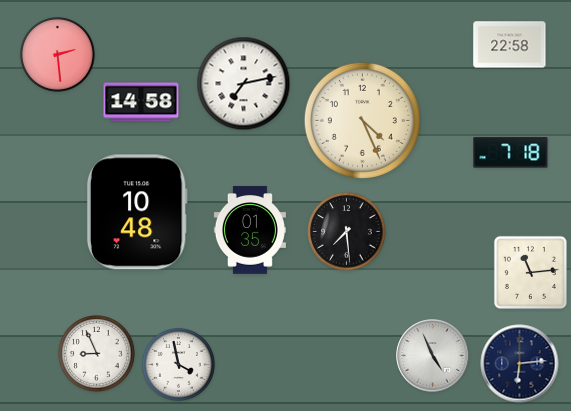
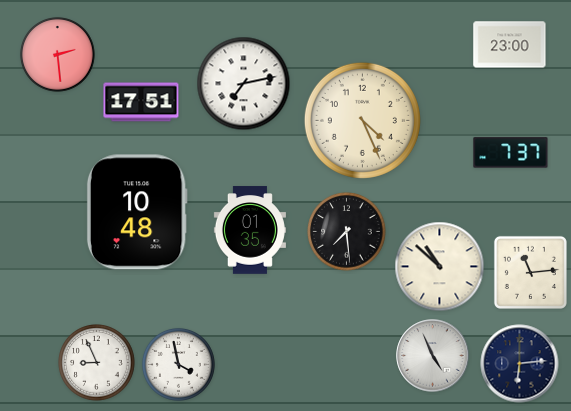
clock at (510, 45): 22:58 -> 23:00
clock at (141, 102): 14:58 -> 17:51
clock at (511, 153): 7:18 -> 7:37
clock at (440, 267): none -> 10:52
clock at (97, 354) position: (97, 354) -> (97, 363)
